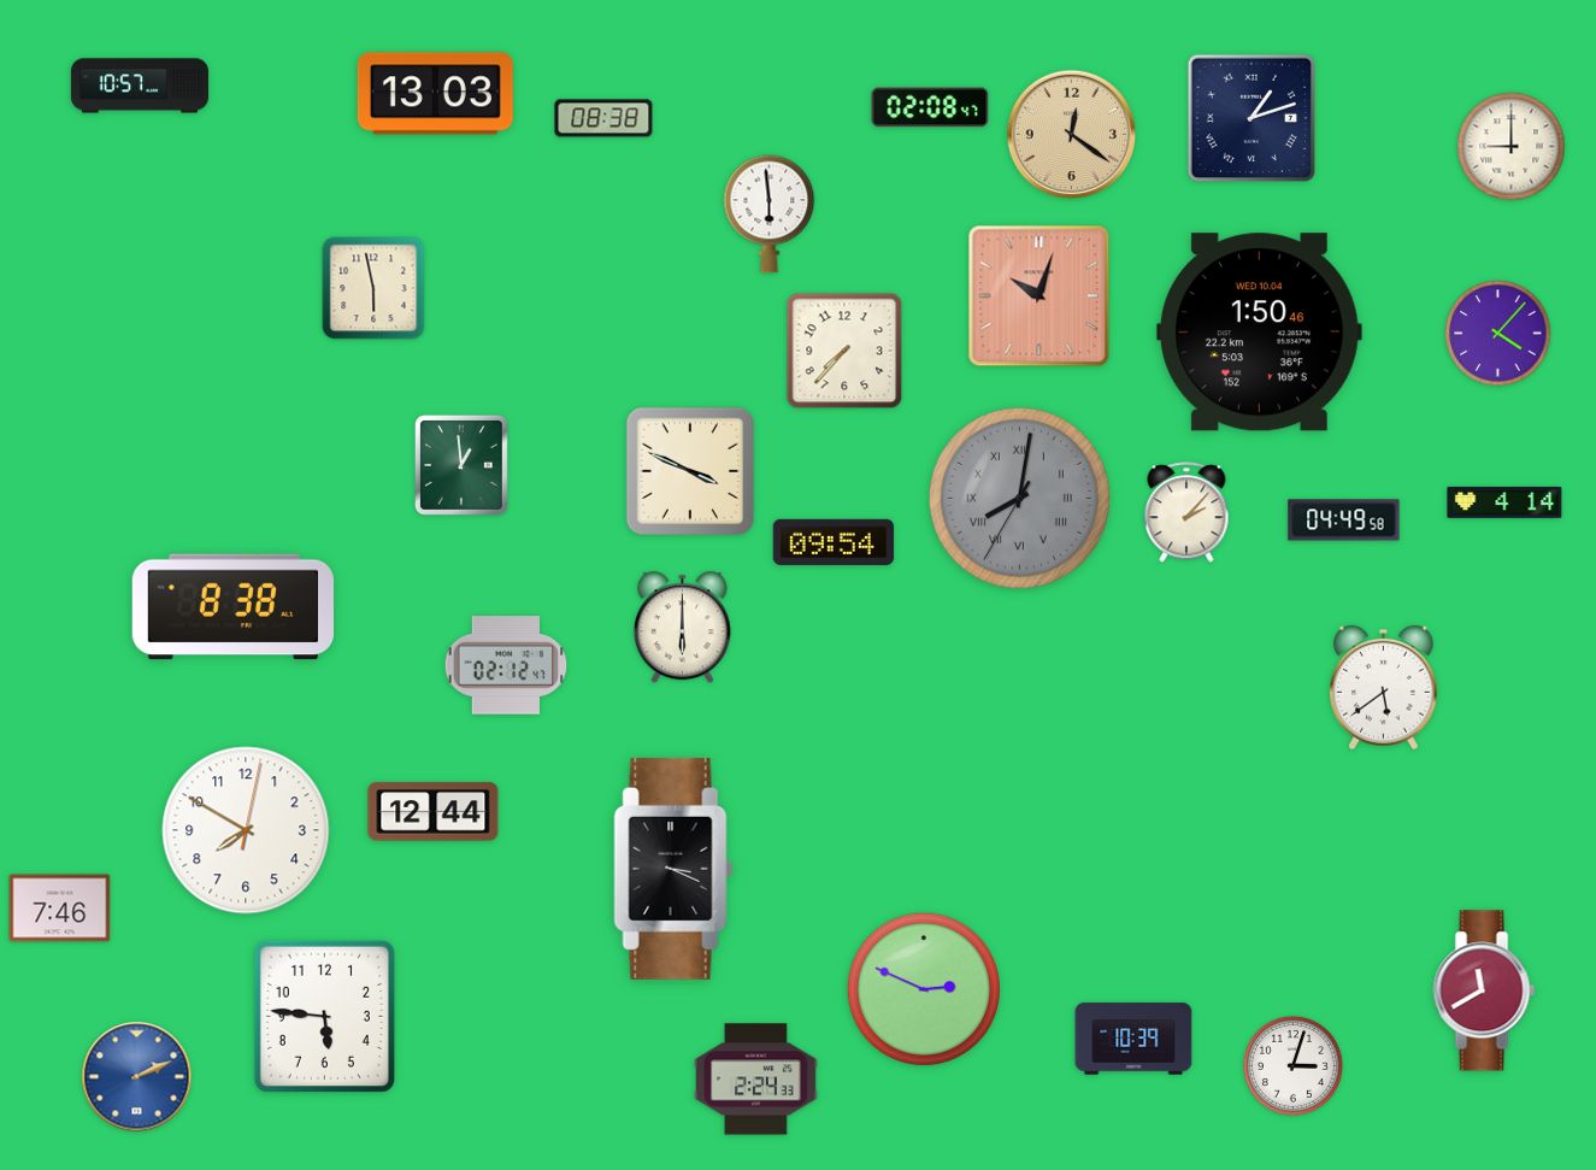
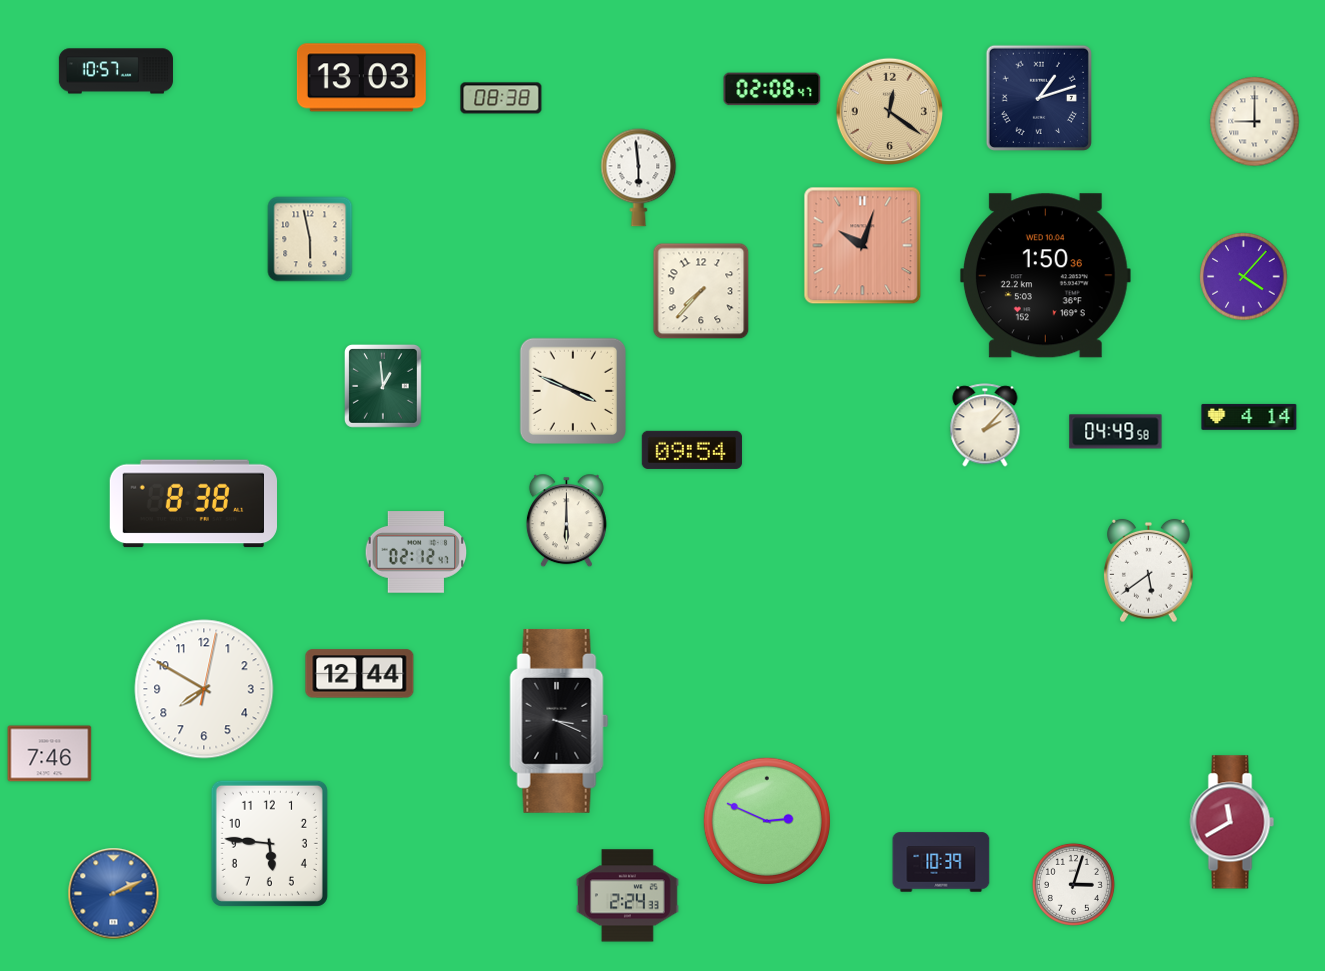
clock at (1259, 333): 1:50:46 -> 1:50:36
clock at (1019, 498): 8:01 -> none
clock at (506, 665) position: (506, 665) -> (416, 552)
